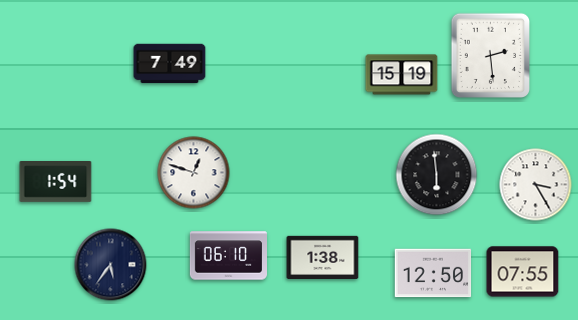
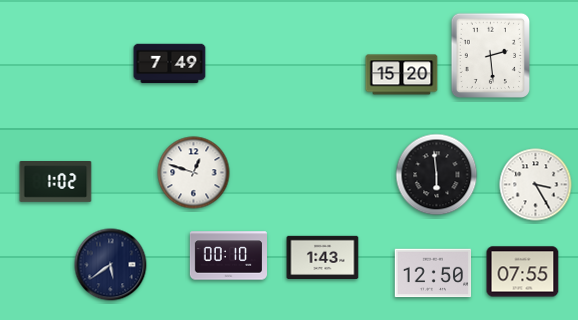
clock at (402, 75): 15:19 -> 15:20
clock at (56, 182): 1:54 -> 1:02
clock at (228, 256): 06:10 -> 00:10
clock at (323, 257): 1:38 -> 1:43
clock at (111, 265): 5:36 -> 5:39
